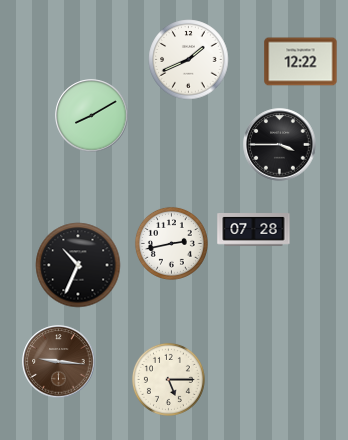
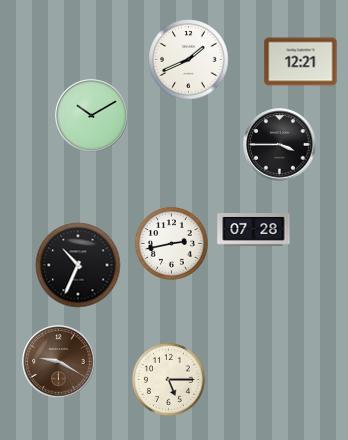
clock at (301, 62): 12:22 -> 12:21
clock at (92, 116): 8:10 -> 10:10
clock at (59, 362): 9:16 -> 9:20
